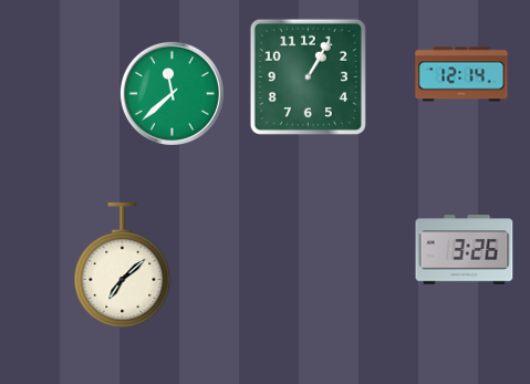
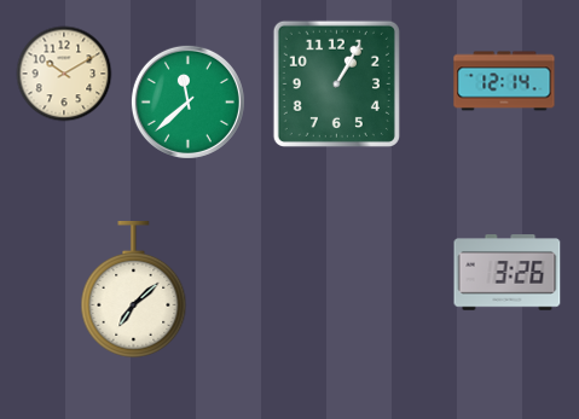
clock at (64, 74): none -> 10:10
